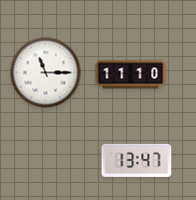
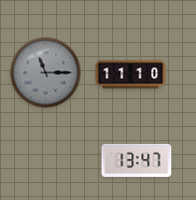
clock at (46, 73) dial: white -> grey
